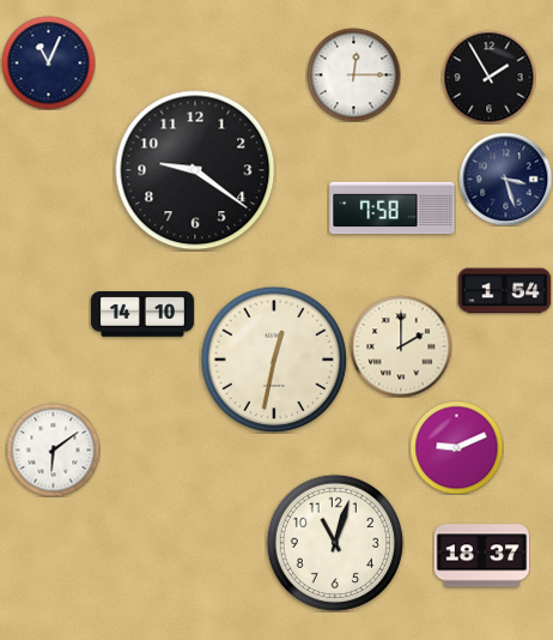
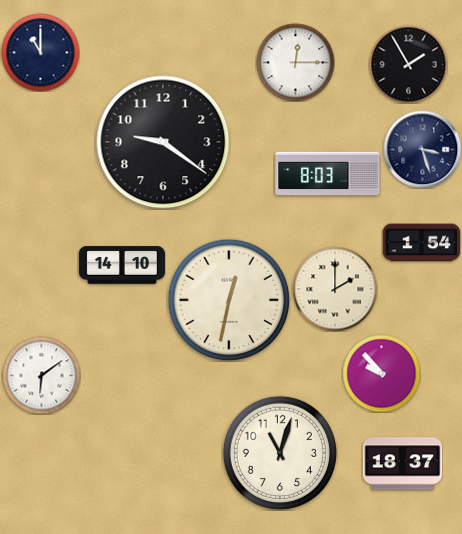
clock at (48, 62): 11:04 -> 11:00
clock at (393, 209): 7:58 -> 8:03
clock at (142, 314) position: (142, 314) -> (122, 265)
clock at (456, 447): 9:11 -> 9:53
clock at (53, 449) position: (53, 449) -> (41, 375)
